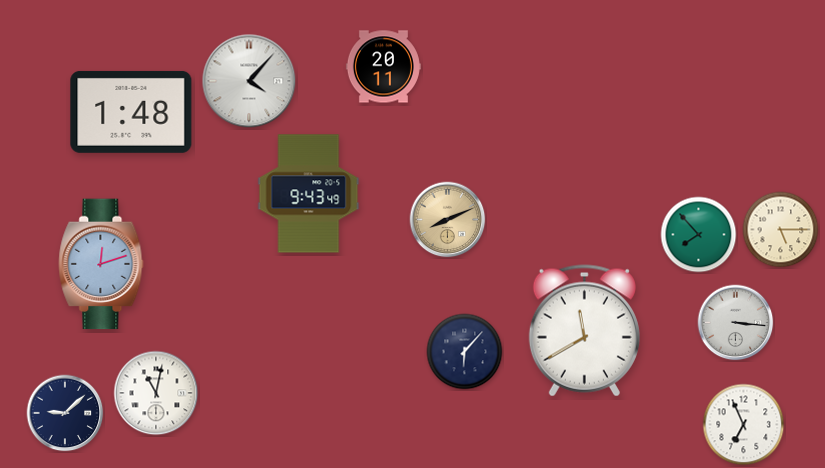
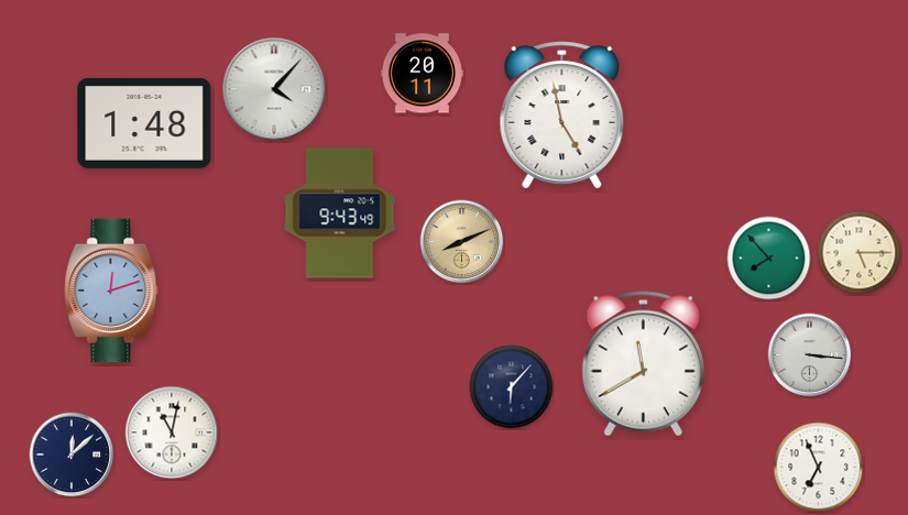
clock at (562, 116): none -> 4:58
clock at (448, 220) position: (448, 220) -> (462, 242)
clock at (65, 413): 9:08 -> 12:08
